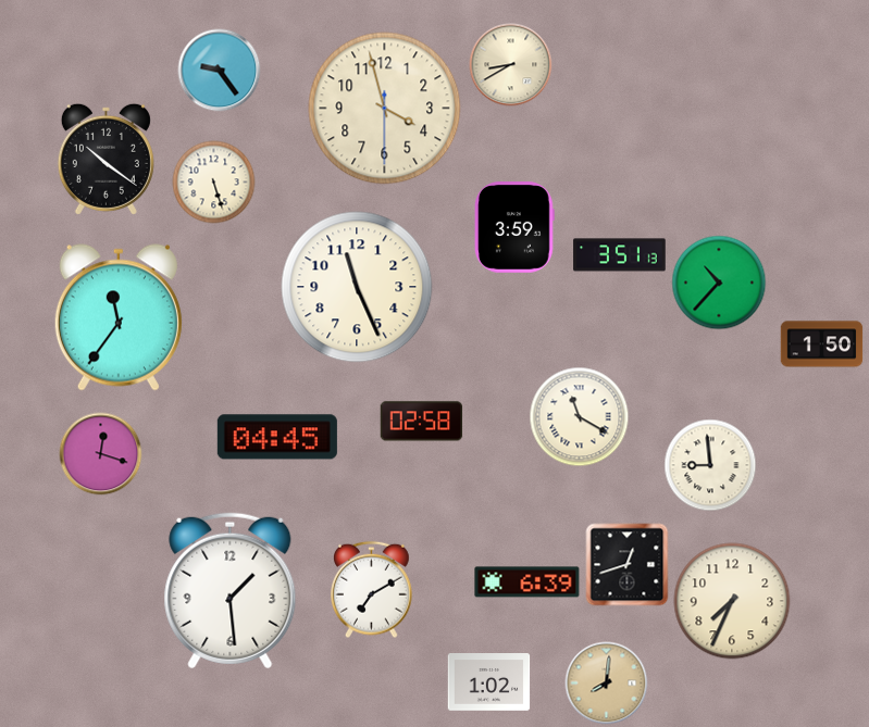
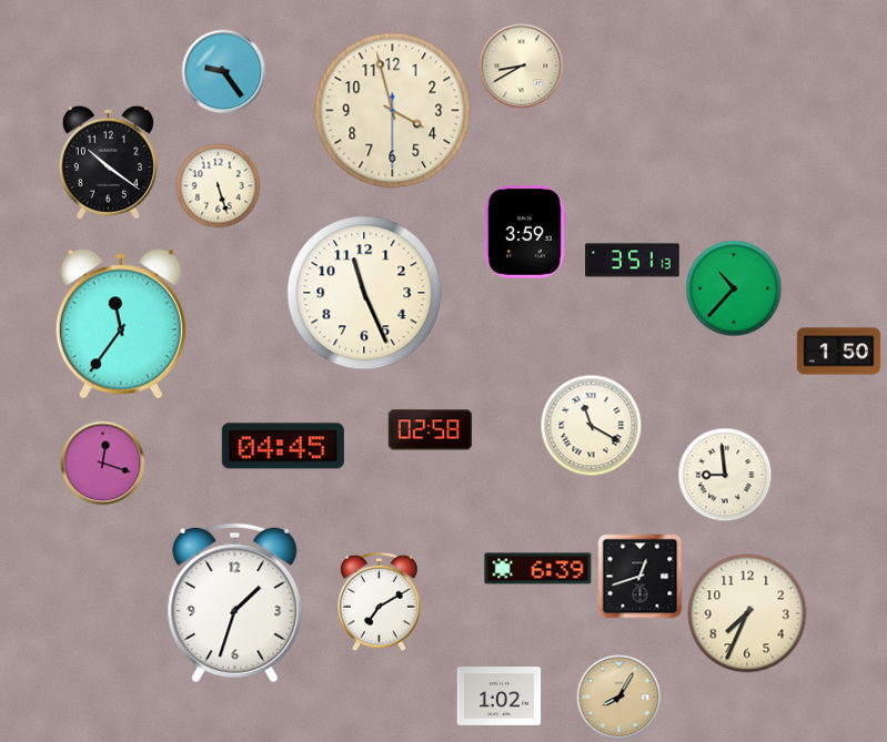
clock at (527, 582) position: (527, 582) -> (538, 569)
clock at (231, 591): 1:29 -> 1:33
clock at (607, 684): 8:01 -> 8:05
